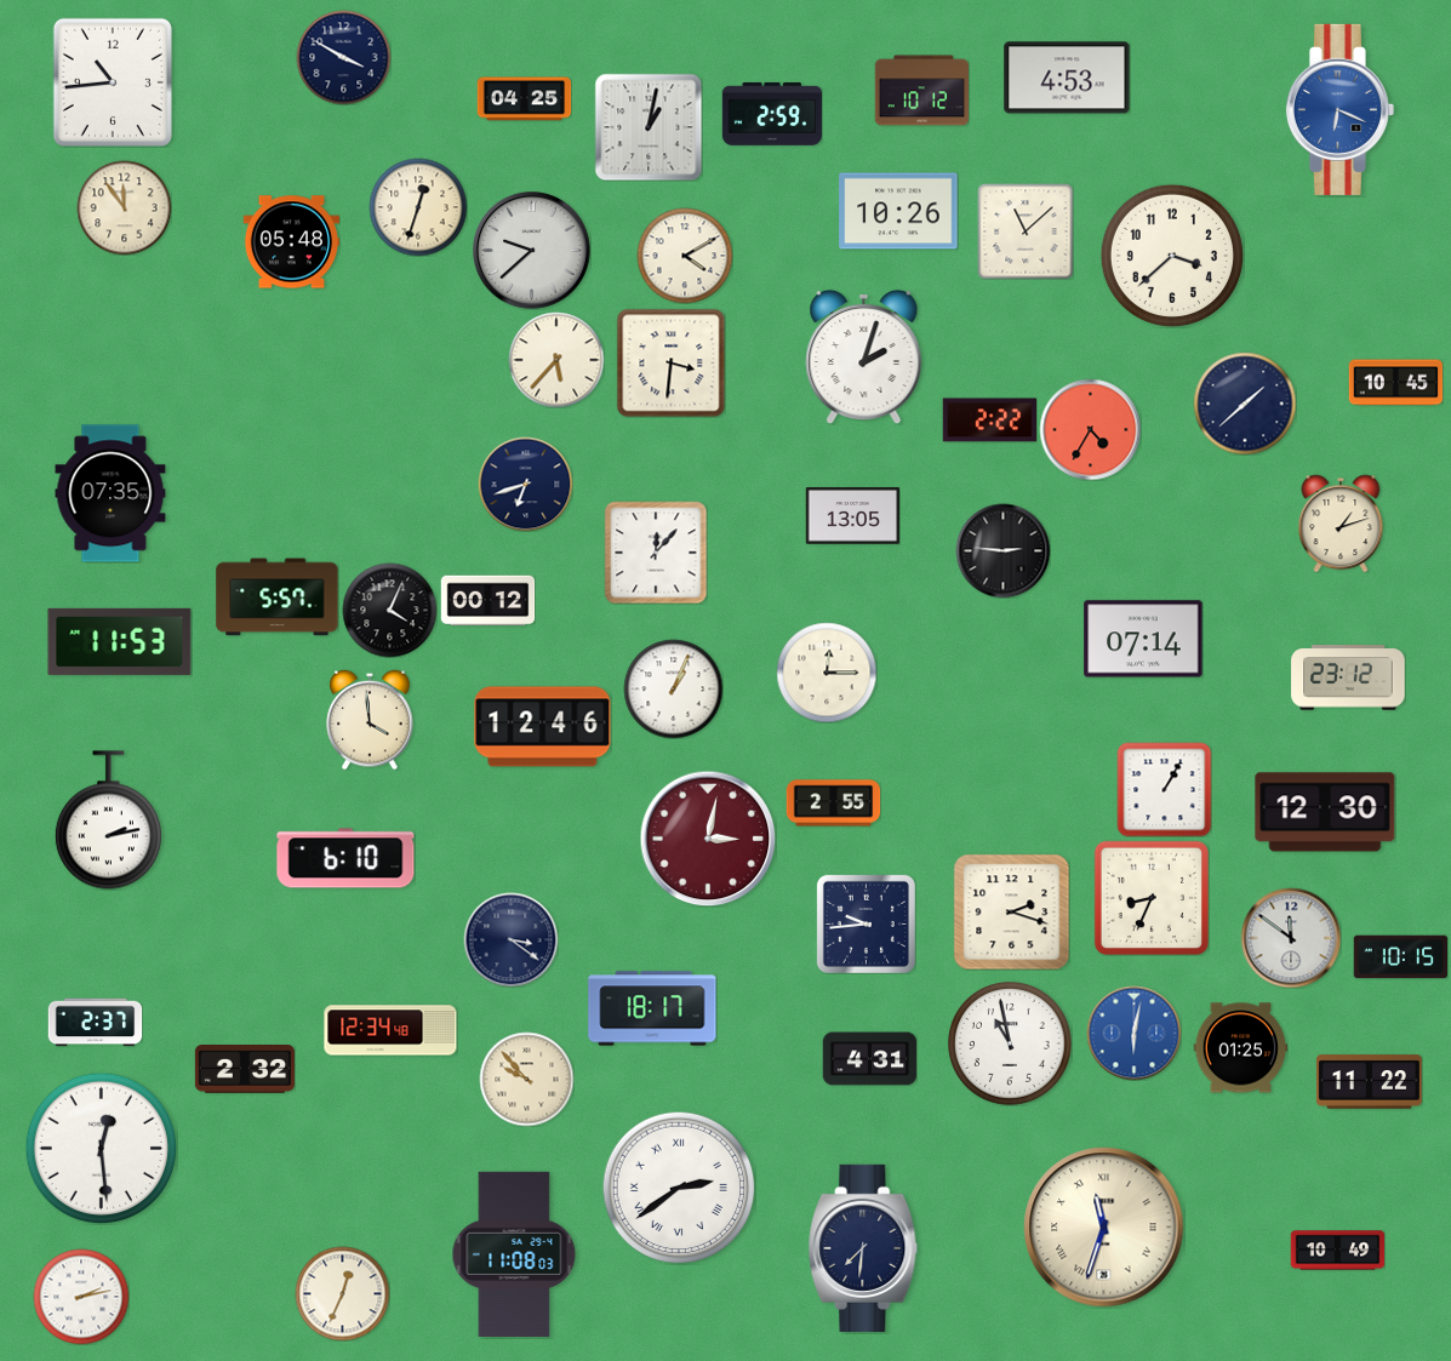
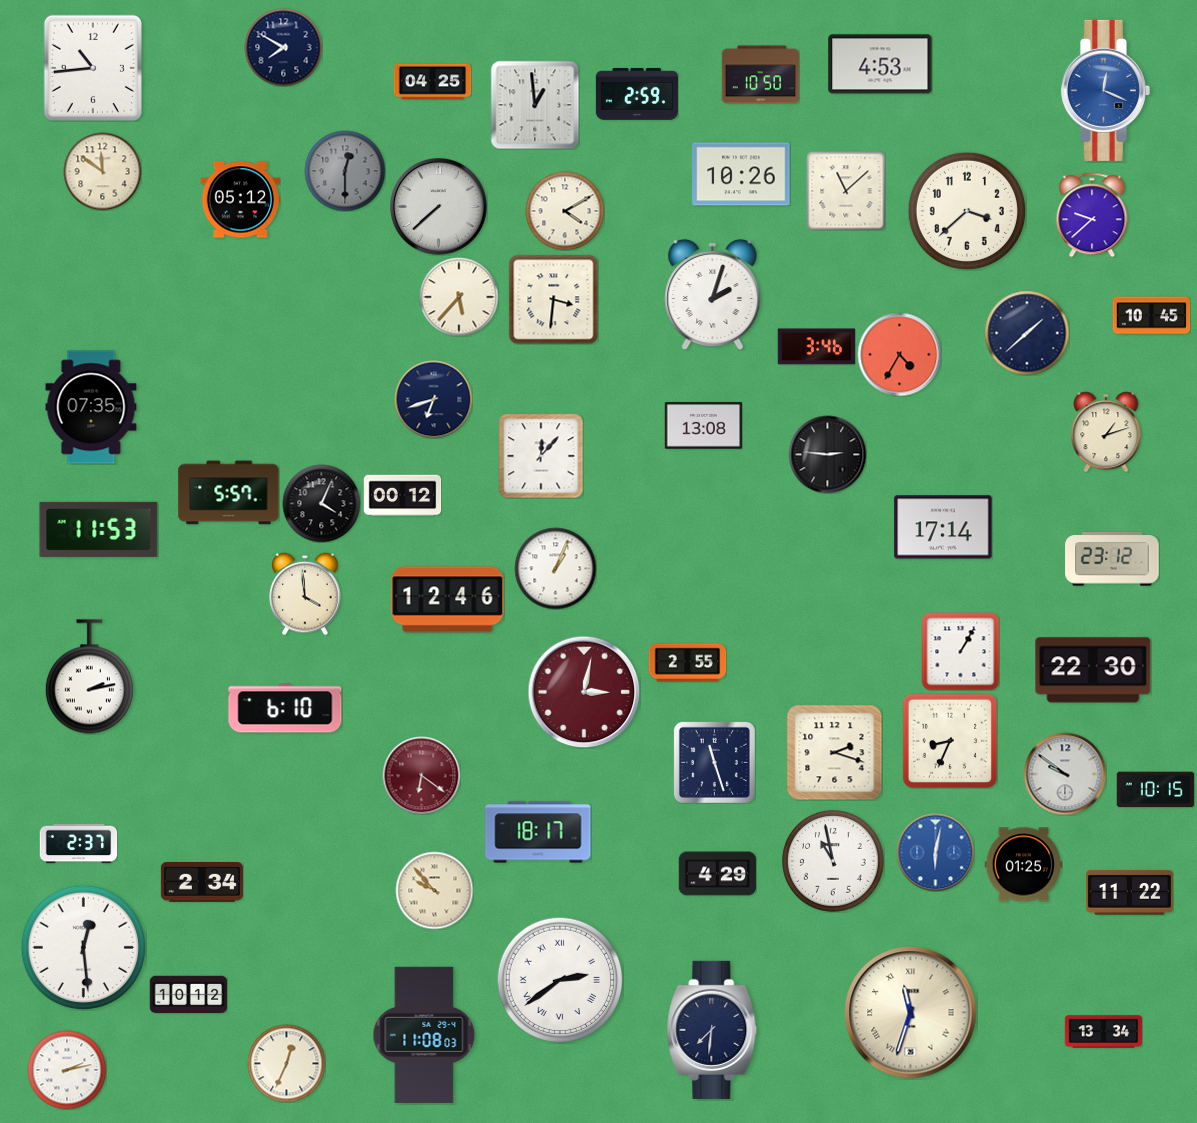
clock at (343, 57): 3:50 -> 7:50
clock at (921, 91): 10:12 -> 10:50
clock at (1339, 109): 6:19 -> 12:19
clock at (649, 127): 1:02 -> 12:59
clock at (124, 207): 11:54 -> 11:51
clock at (418, 207): 12:33 -> 12:30
clock at (418, 207) dial: cream -> grey
clock at (291, 242): 05:48 -> 05:12
clock at (532, 251): 9:38 -> 7:38
clock at (1092, 215): none -> 9:38
clock at (989, 421): 2:22 -> 3:46
clock at (852, 516): 13:05 -> 13:08
clock at (1143, 639): 07:14 -> 17:14
clock at (827, 673): 12:15 -> none
clock at (1325, 812): 12:30 -> 22:30
clock at (866, 923): 9:44 -> 11:27
clock at (1291, 938): 11:51 -> 9:51
clock at (510, 939): 3:21 -> 6:21
clock at (510, 939) dial: navy -> burgundy
clock at (390, 1030): 12:34 -> none
clock at (869, 1059): 4:31 -> 4:29
clock at (245, 1070): 2:32 -> 2:34
clock at (188, 995): none -> 10:12
clock at (1337, 1251): 10:49 -> 13:34
clock at (342, 1293) position: (342, 1293) -> (286, 1063)
